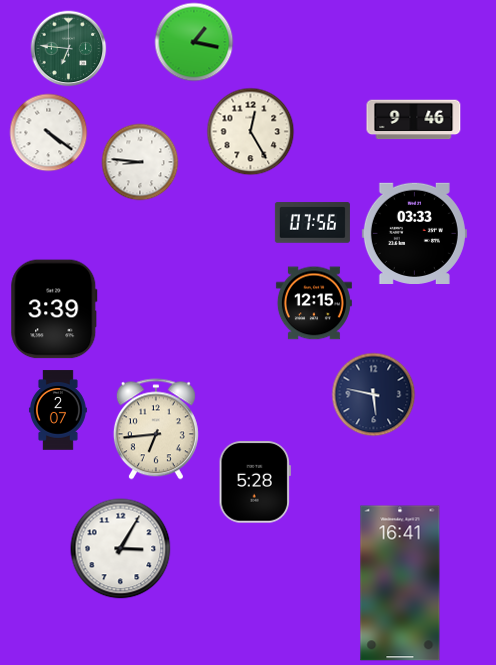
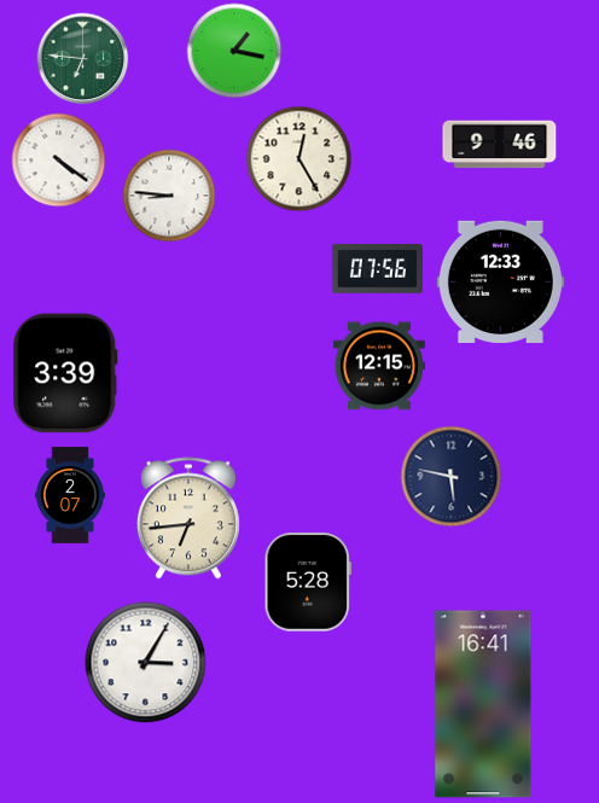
clock at (251, 132) position: (251, 132) -> (299, 159)
clock at (414, 233): 03:33 -> 12:33
